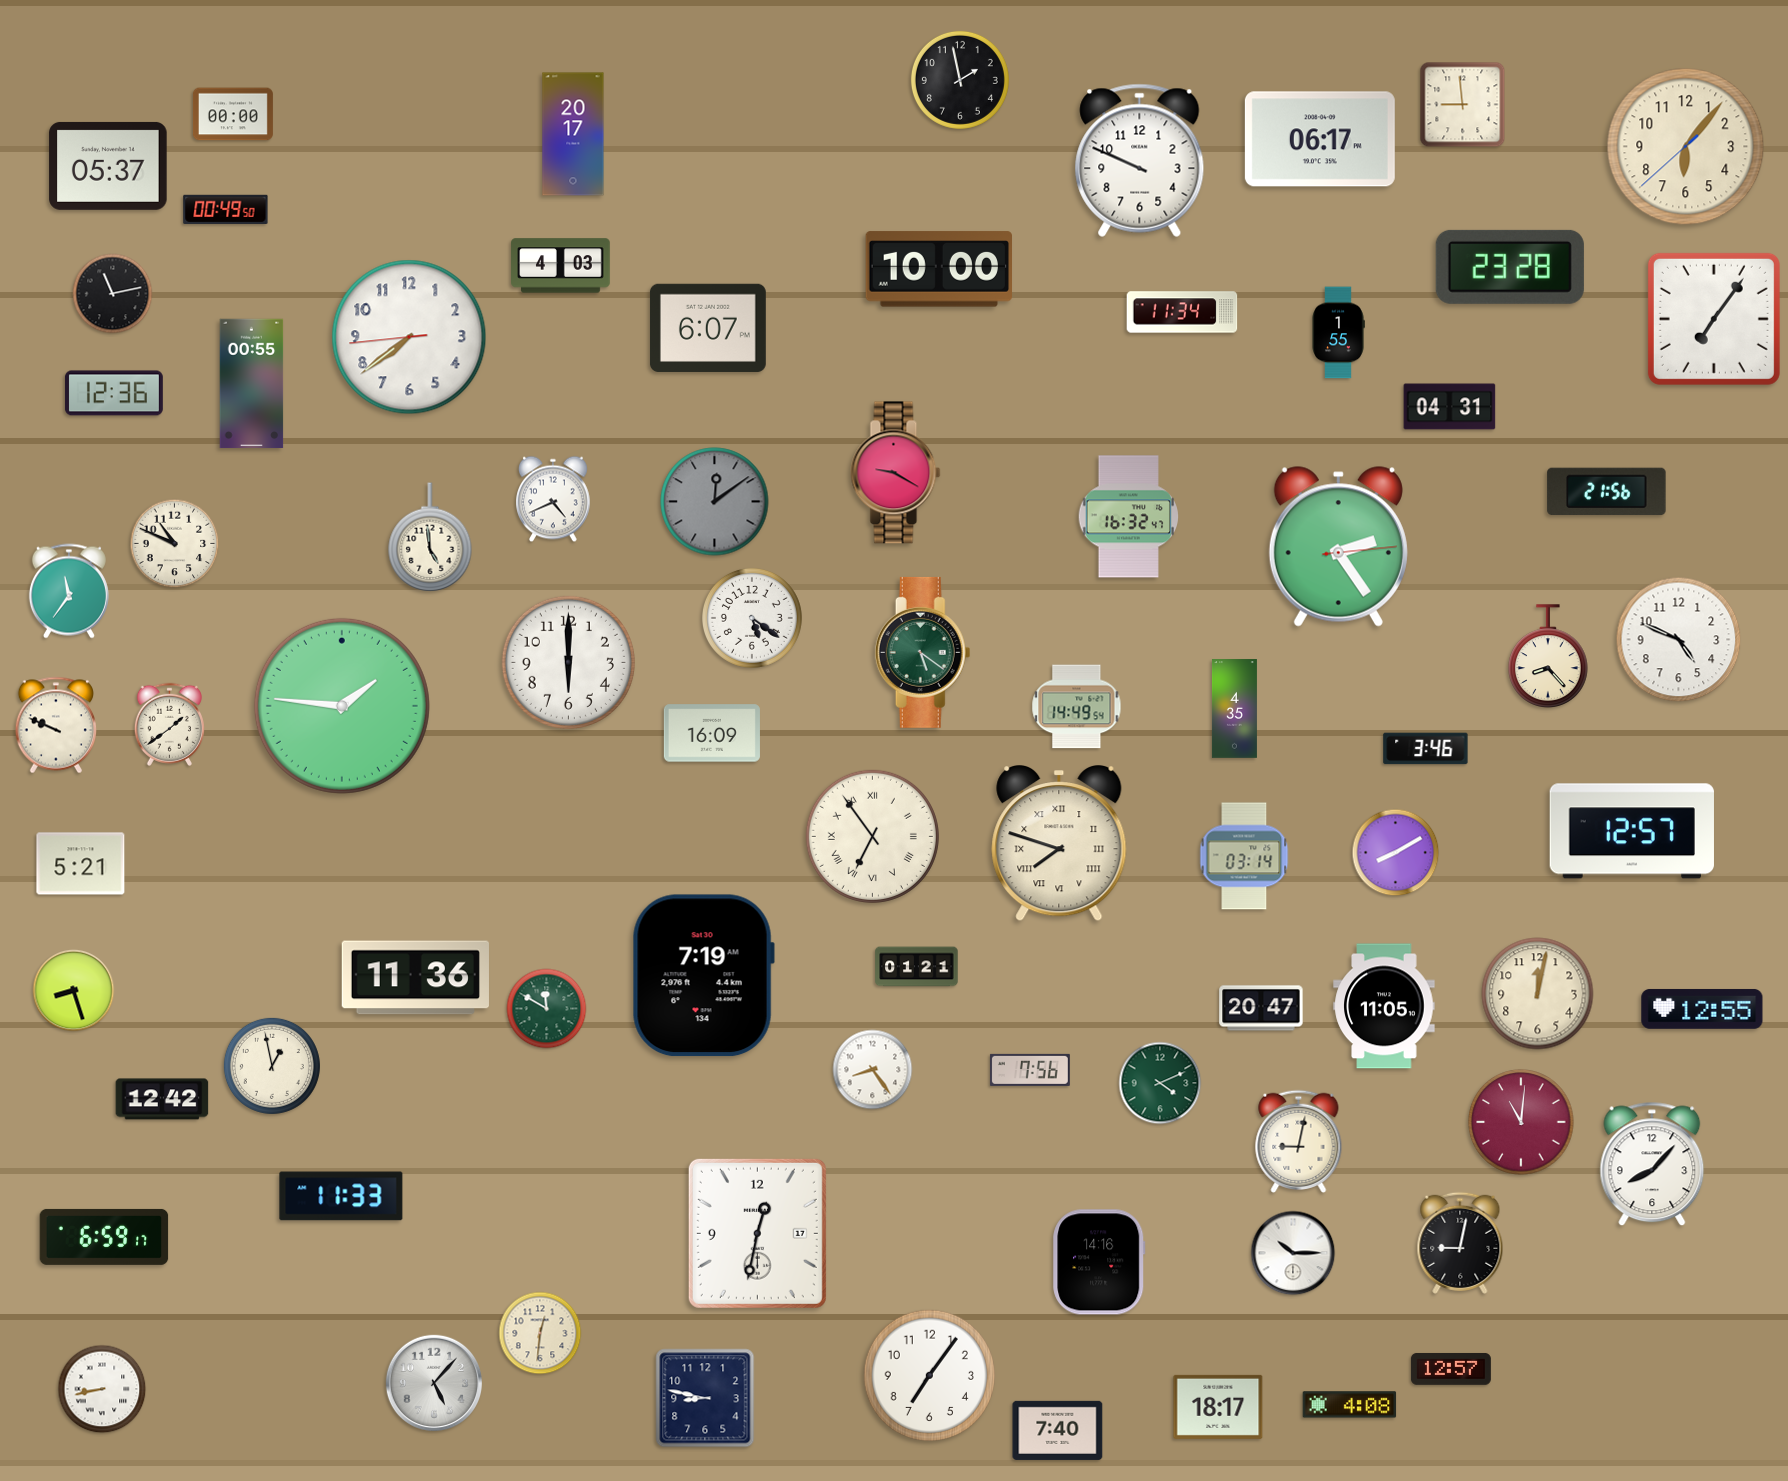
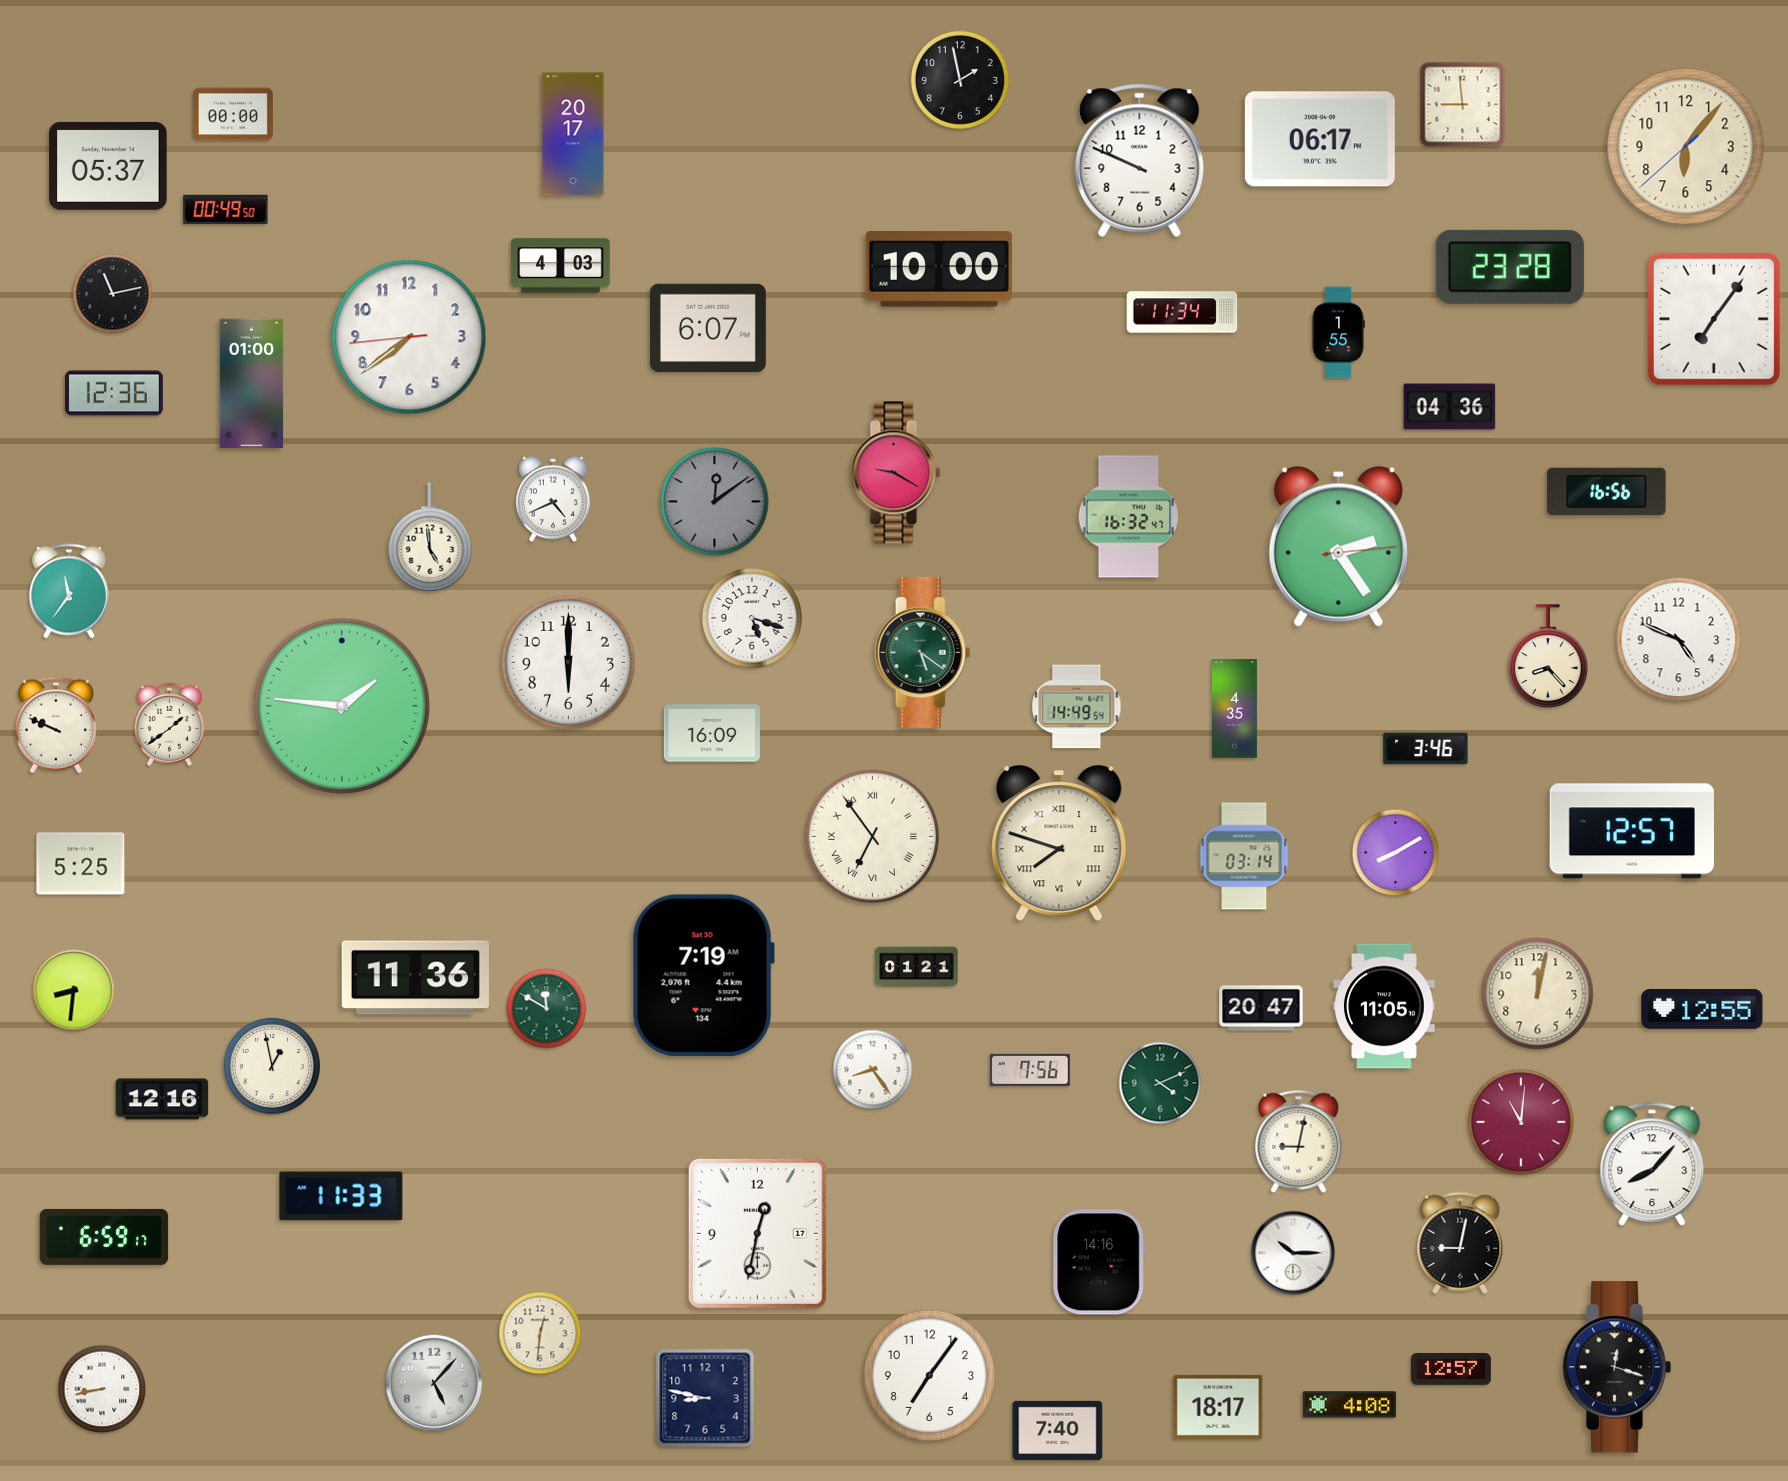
clock at (252, 384): 00:55 -> 01:00
clock at (1450, 407): 04:31 -> 04:36
clock at (1607, 492): 21:56 -> 16:56
clock at (175, 544): 10:49 -> none
clock at (752, 618): 5:21 -> 5:18
clock at (81, 864): 5:21 -> 5:25
clock at (74, 991): 8:27 -> 8:31
clock at (162, 1099): 12:42 -> 12:16
clock at (1617, 1367): none -> 12:18
